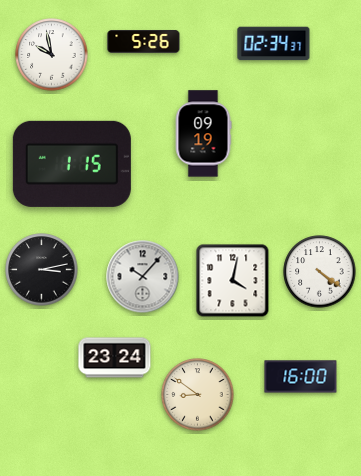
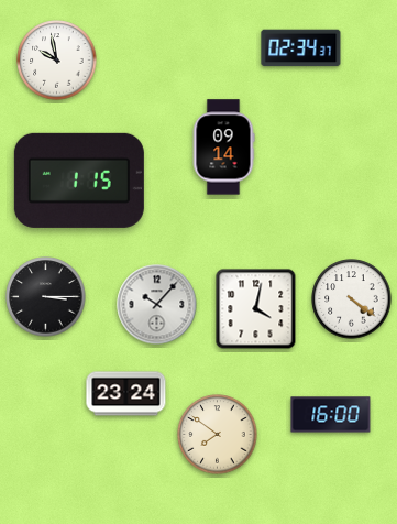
clock at (144, 42): 5:26 -> none
clock at (203, 134): 09:19 -> 09:14
clock at (42, 270): 3:13 -> 3:15
clock at (198, 395): 8:51 -> 7:51
